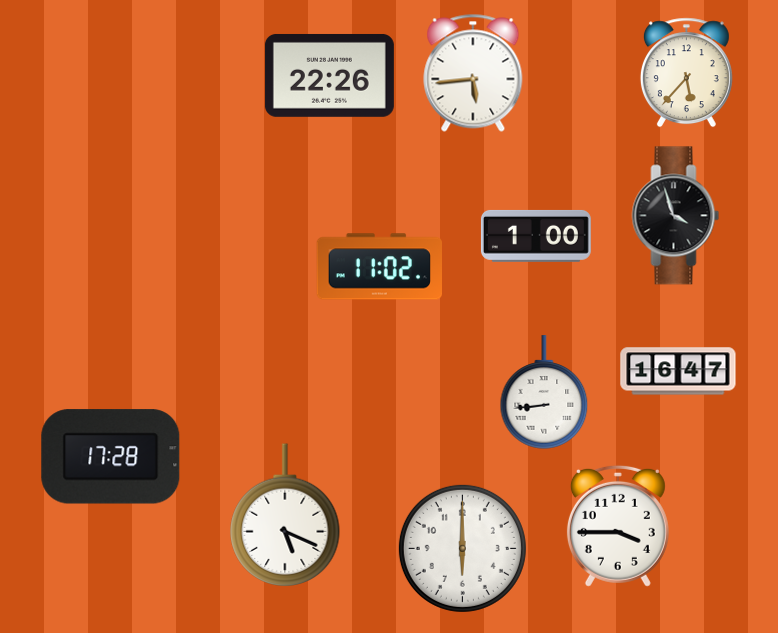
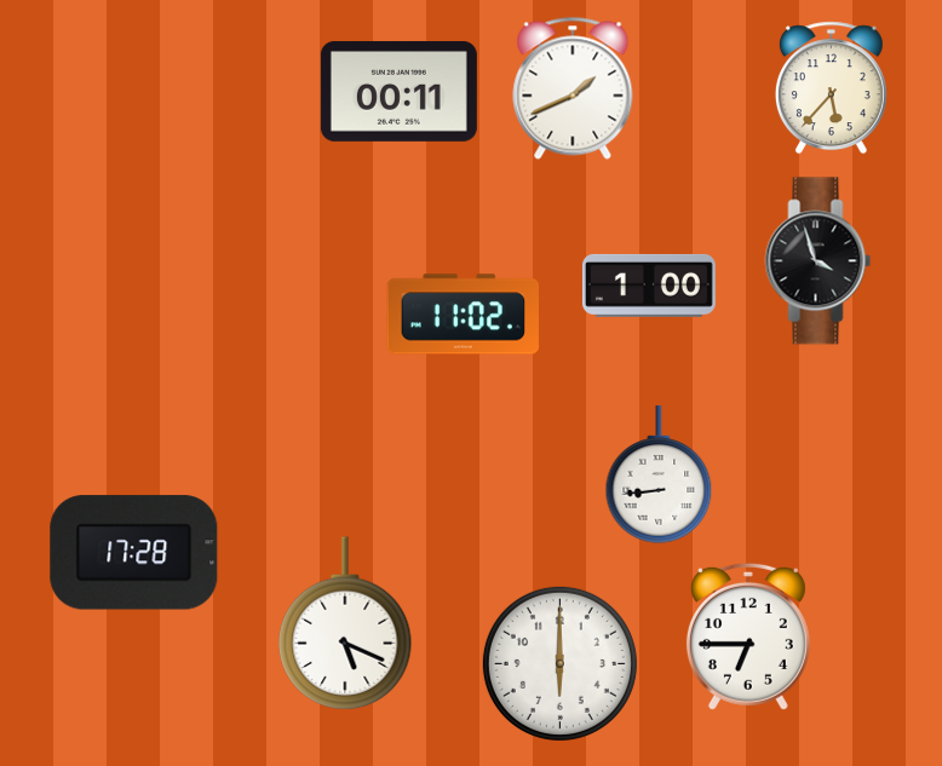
clock at (473, 73): 5:44 -> 1:41
clock at (329, 75): 22:26 -> 00:11
clock at (379, 267) position: (379, 267) -> (463, 315)
clock at (678, 371): 16:47 -> none
clock at (618, 526): 3:45 -> 6:45
